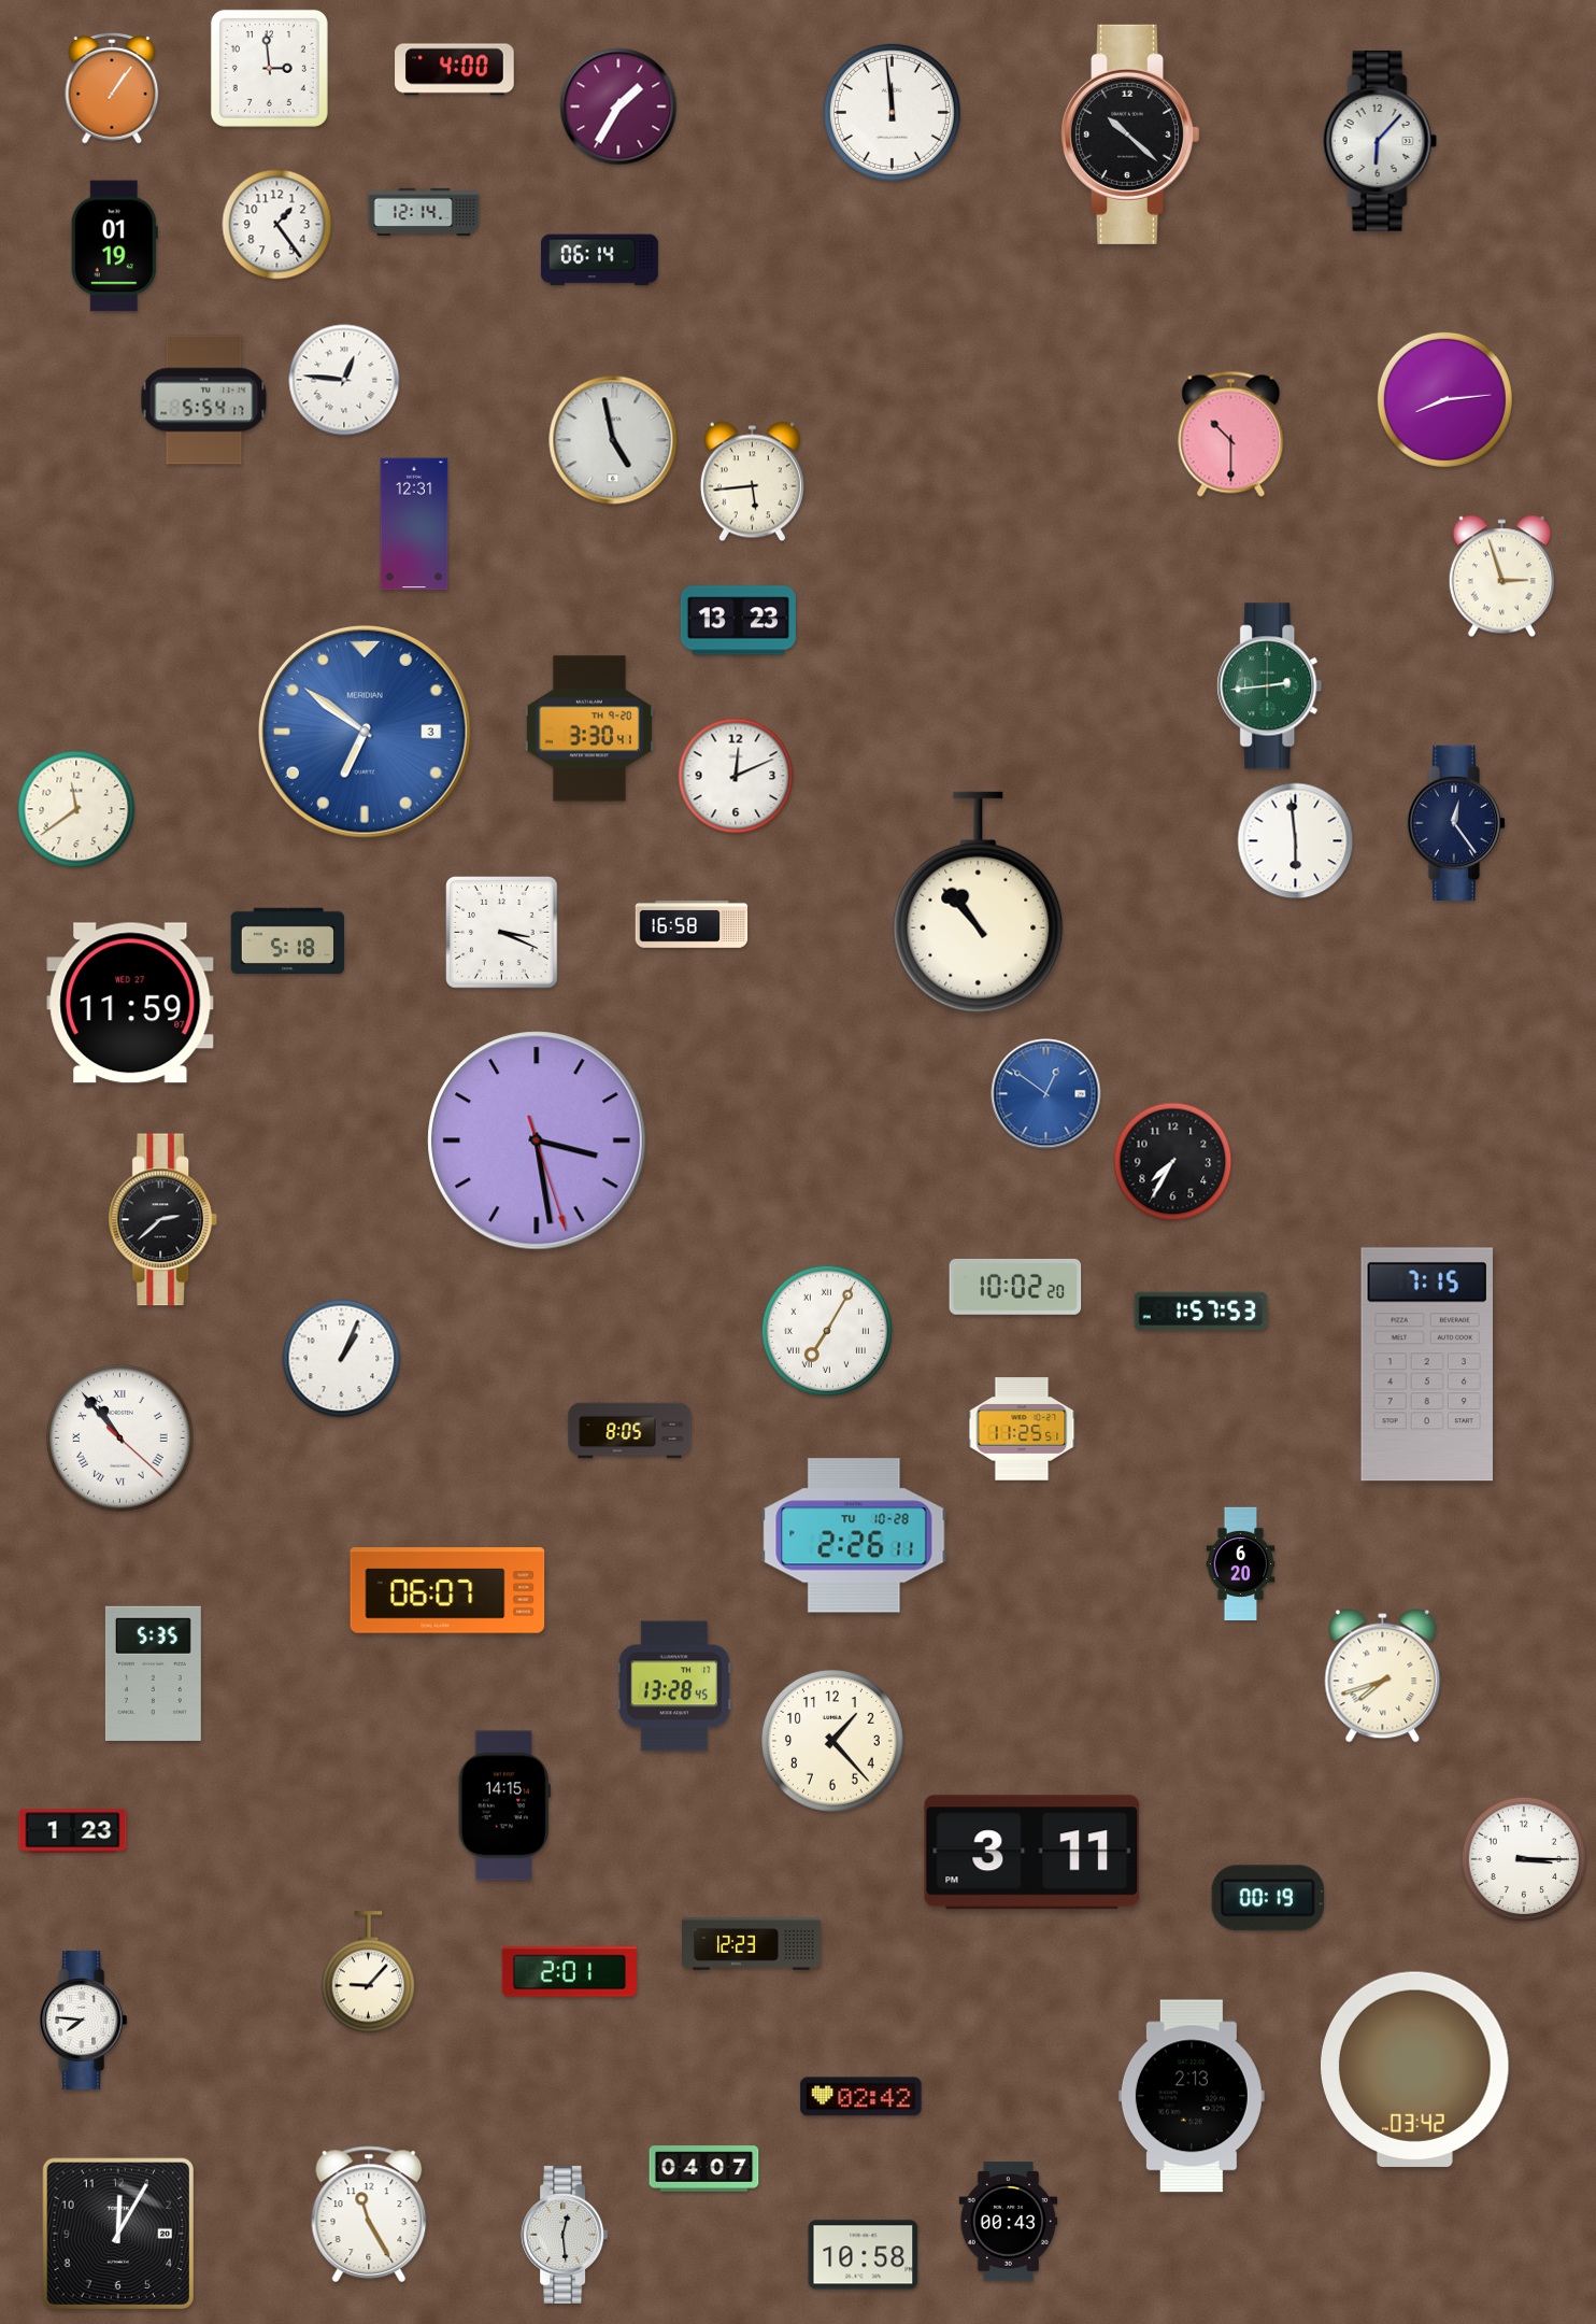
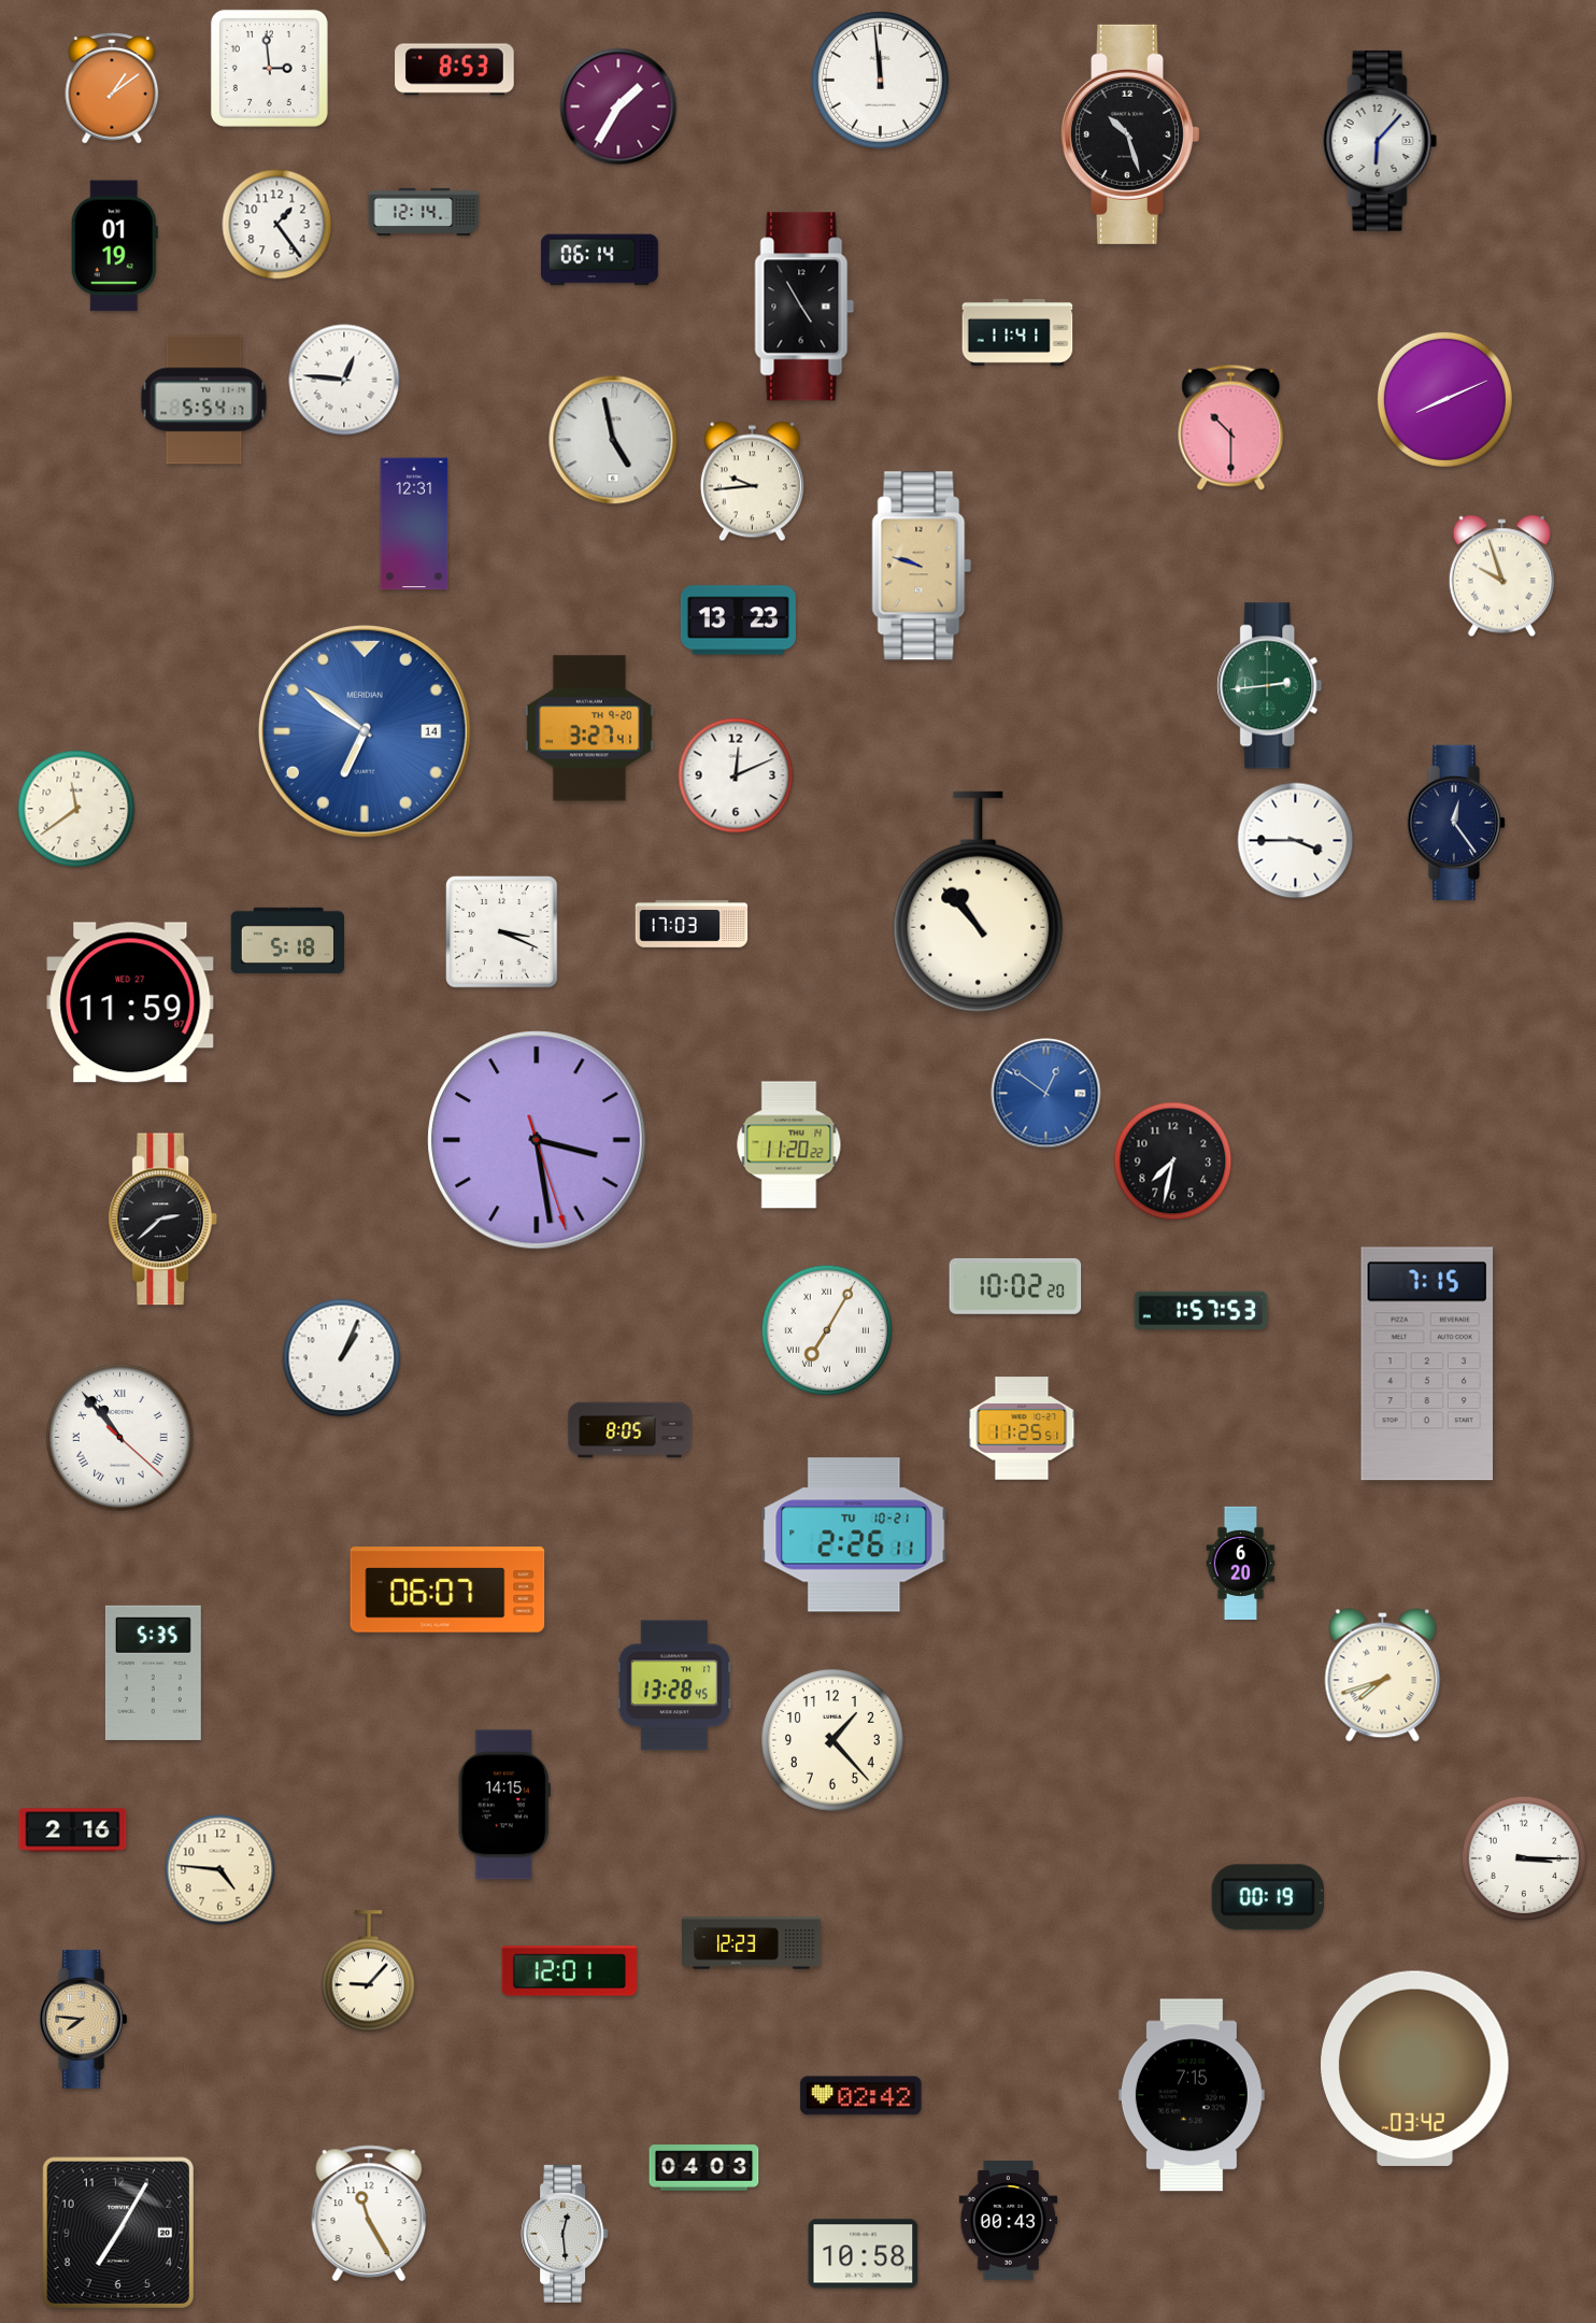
clock at (455, 70): 4:00 -> 8:53
clock at (112, 89): 1:06 -> 1:09
clock at (892, 112) position: (892, 112) -> (880, 80)
clock at (1130, 134): 10:22 -> 10:27
clock at (804, 307): none -> 4:55
clock at (1017, 332): none -> 11:41
clock at (1444, 399): 8:14 -> 8:11
clock at (1231, 434) position: (1231, 434) -> (1231, 427)
clock at (752, 482): 5:44 -> 9:44
clock at (922, 566): none -> 9:48
clock at (1501, 577): 2:57 -> 9:57
clock at (589, 728): 3:30 -> 3:27
clock at (366, 733) date: 3 -> 14
clock at (1296, 841): 5:59 -> 3:45
clock at (692, 925): 16:58 -> 17:03
clock at (789, 1145): none -> 11:20
clock at (1173, 1162): 7:35 -> 7:32
clock at (854, 1535) date: TU 10-28 -> TU 10-21
clock at (73, 1831): 1:23 -> 2:16
clock at (1032, 1853): 3:11 -> none
clock at (220, 1870): none -> 4:46
clock at (569, 1972): 2:01 -> 12:01
clock at (84, 2020) dial: white -> champagne
clock at (1192, 2096): 2:13 -> 7:15
clock at (704, 2169): 04:07 -> 04:03
clock at (117, 2233): 12:05 -> 7:05
